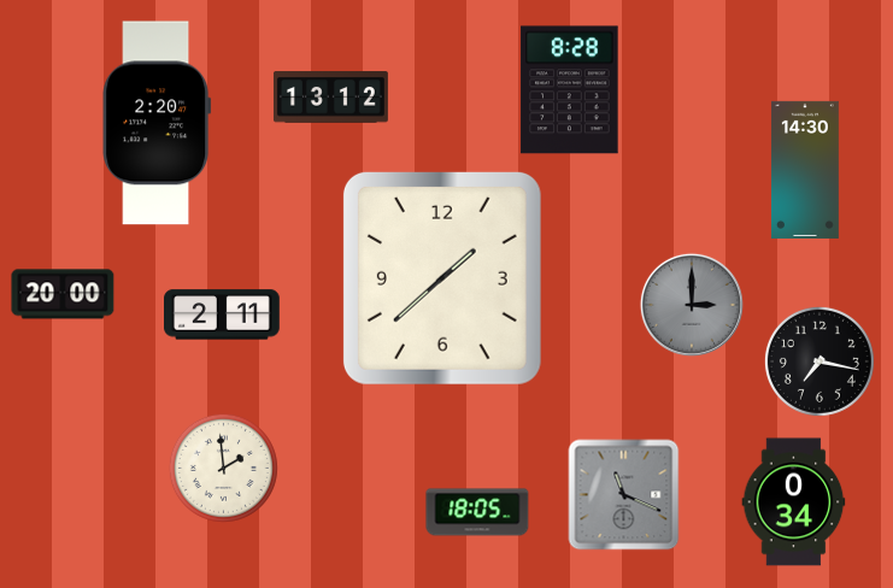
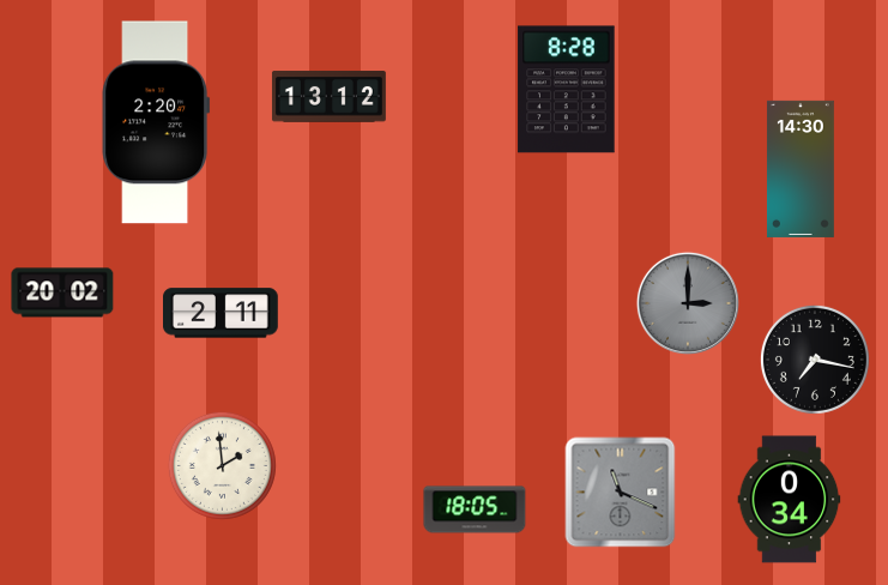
clock at (442, 278): 1:38 -> none
clock at (63, 294): 20:00 -> 20:02
